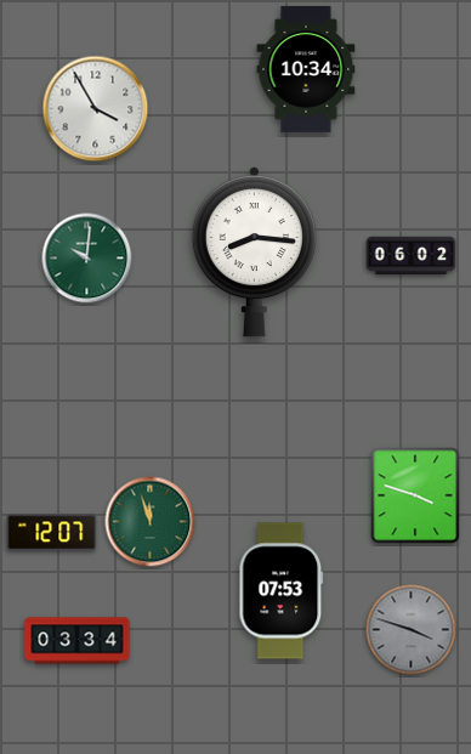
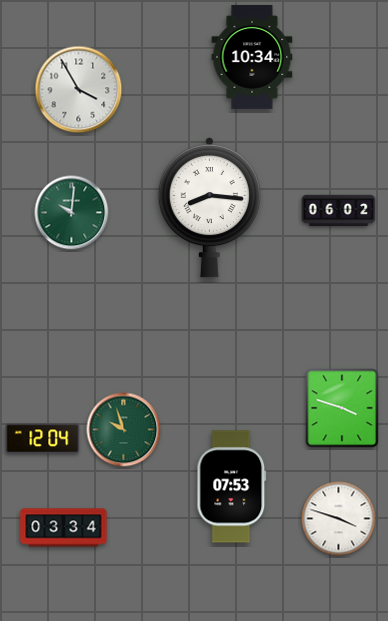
clock at (151, 522): 11:57 -> 9:57
clock at (52, 533): 12:07 -> 12:04
clock at (412, 630) dial: grey -> white
